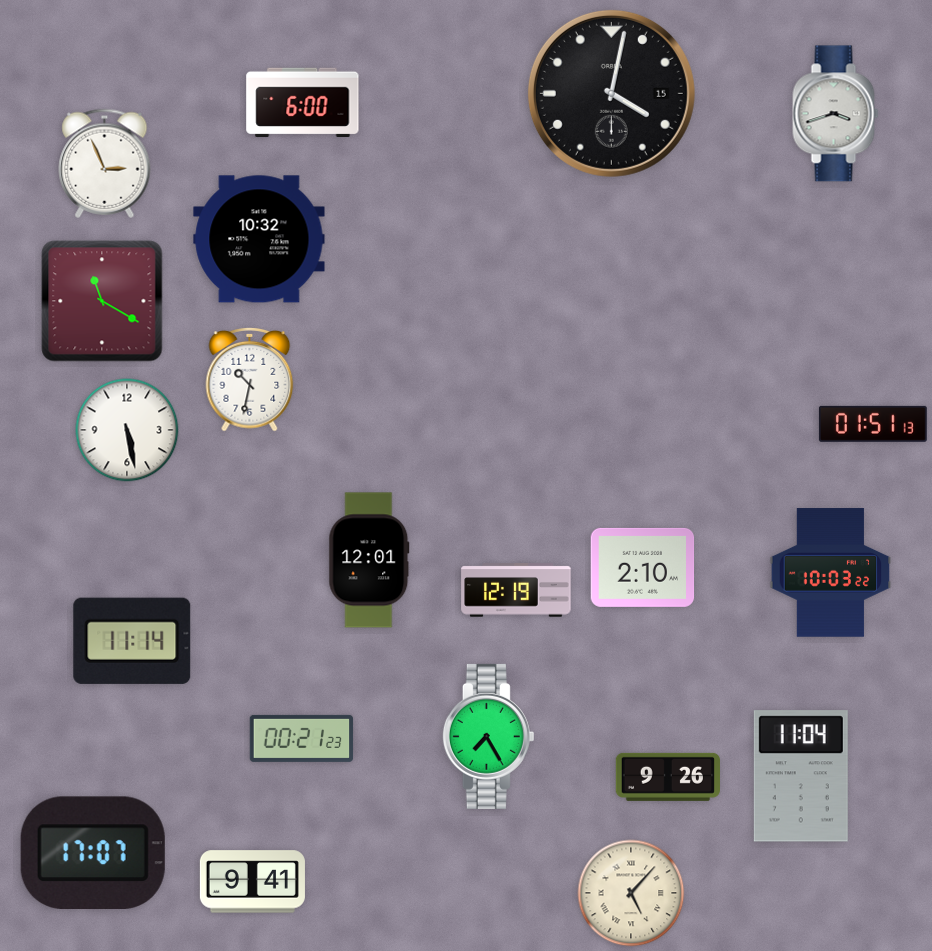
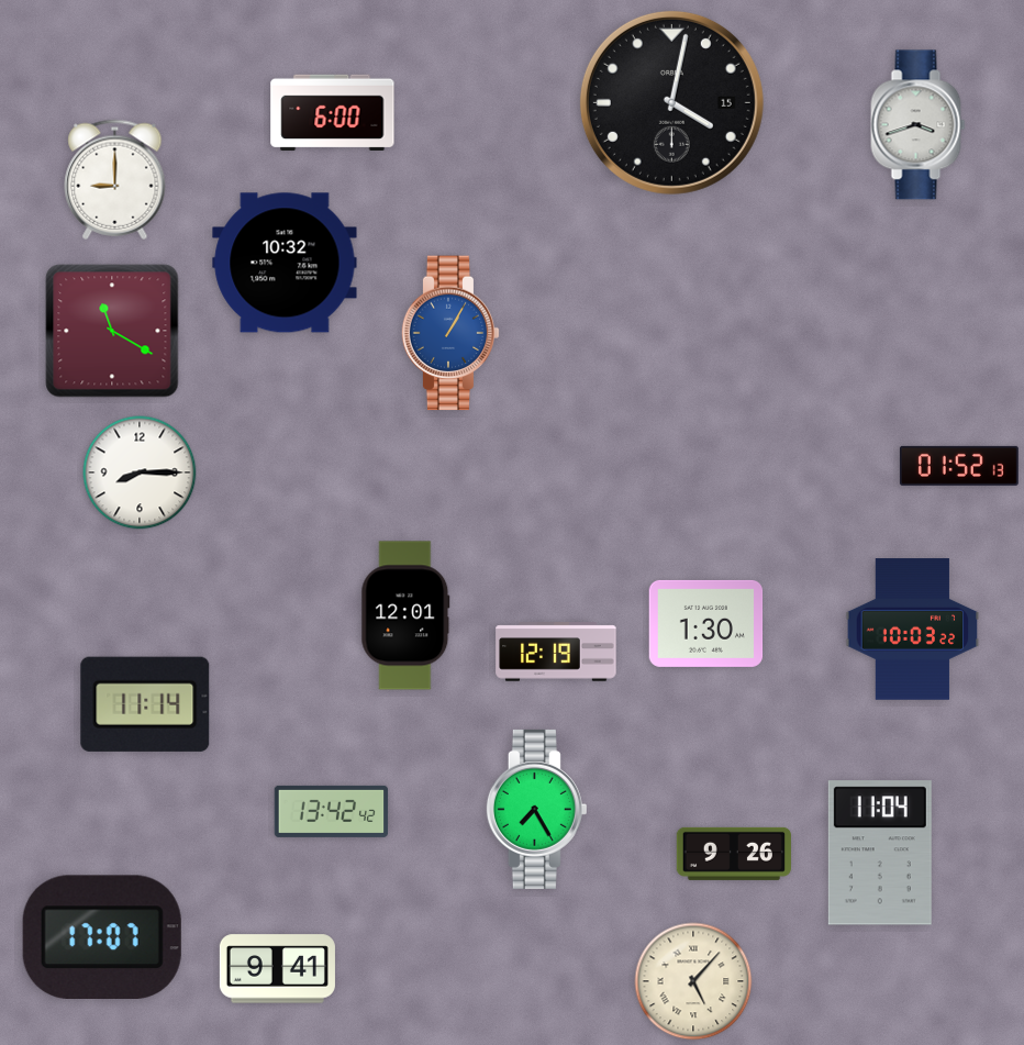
clock at (105, 163): 2:56 -> 9:00
clock at (450, 333): none -> 1:05
clock at (250, 379): 10:32 -> none
clock at (873, 424): 01:51 -> 01:52
clock at (127, 430): 5:28 -> 8:15
clock at (643, 567): 2:10 -> 1:30
clock at (516, 590) position: (516, 590) -> (556, 652)
clock at (302, 738): 00:21 -> 13:42
